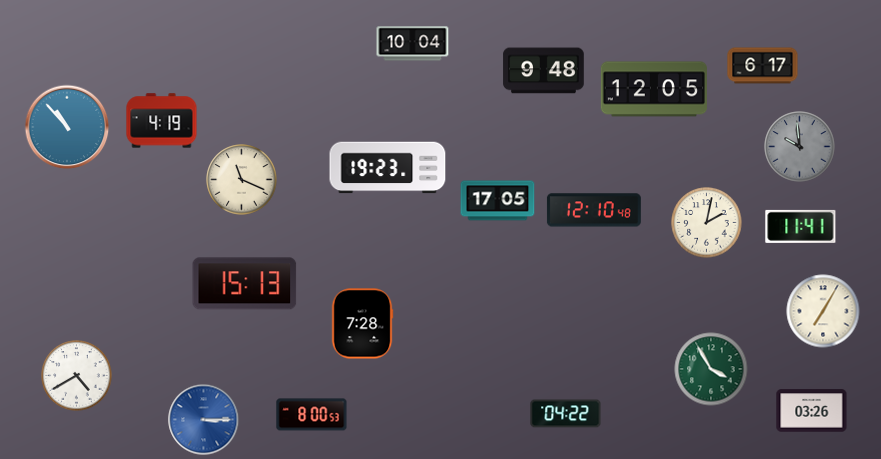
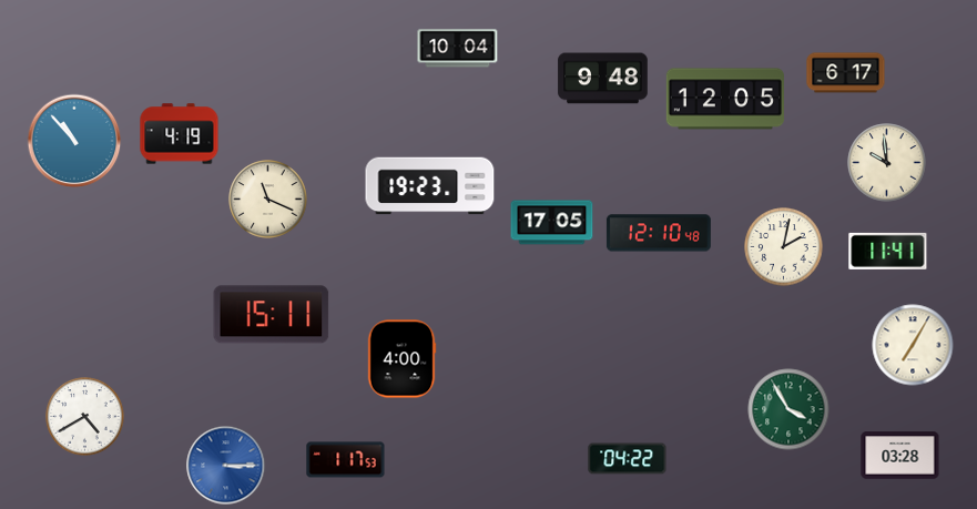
clock at (800, 147) dial: grey -> cream
clock at (245, 284): 15:13 -> 15:11
clock at (362, 324): 7:28 -> 4:00
clock at (812, 411): 03:26 -> 03:28
clock at (312, 415): 8:00 -> 1:17
